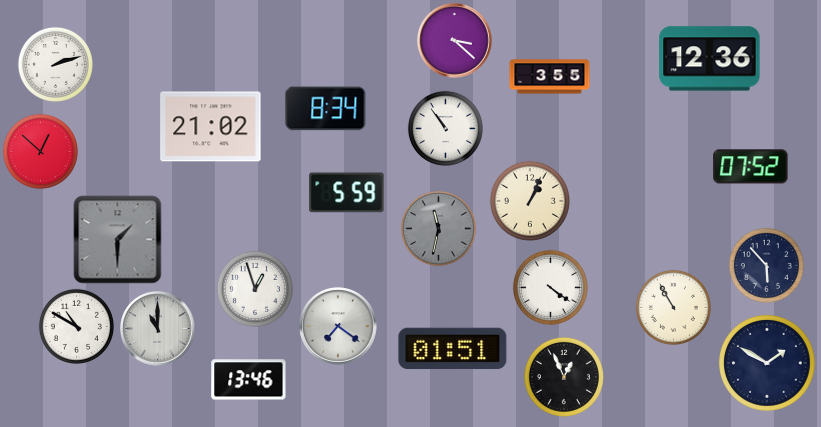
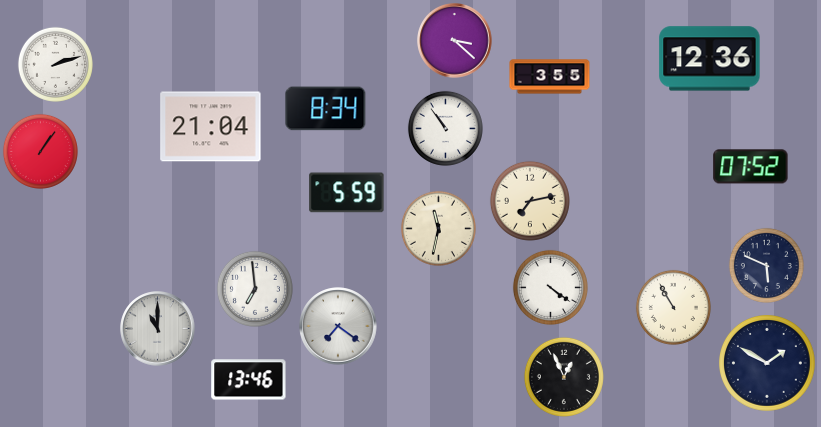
clock at (211, 127): 21:02 -> 21:04
clock at (40, 151): 12:52 -> 1:06
clock at (530, 201): 1:04 -> 7:13
clock at (438, 228) dial: grey -> cream
clock at (118, 240): 1:30 -> none
clock at (766, 265): 5:53 -> 5:49
clock at (255, 289): 12:57 -> 6:59
clock at (76, 326): 10:50 -> none
clock at (453, 349): 01:51 -> none
